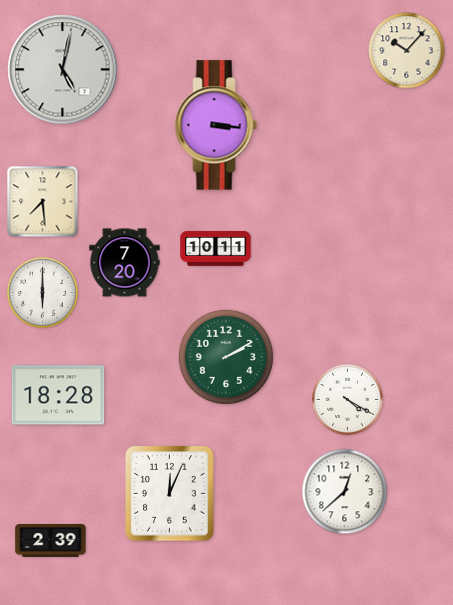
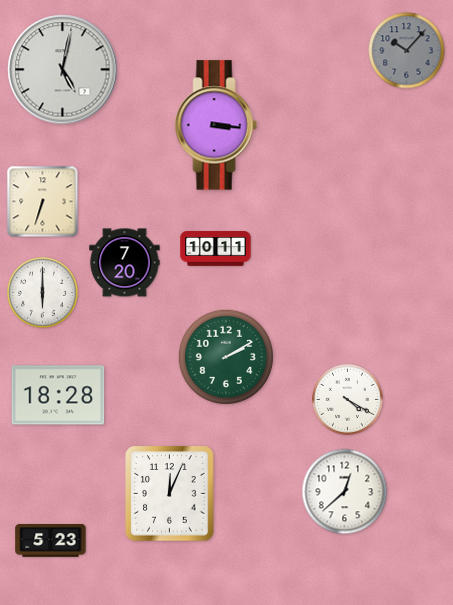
clock at (407, 51) dial: cream -> grey
clock at (43, 202): 7:29 -> 6:33
clock at (51, 541): 2:39 -> 5:23
